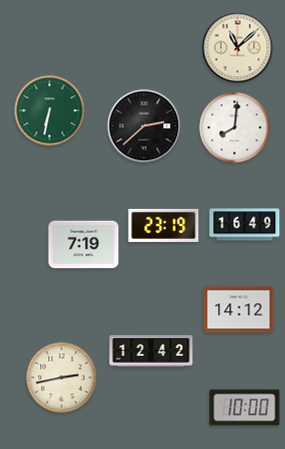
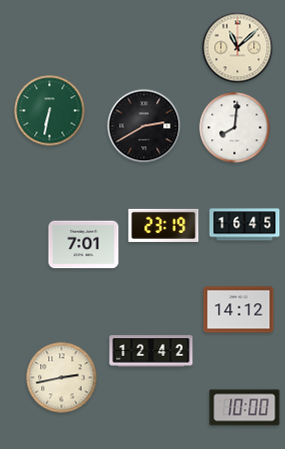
clock at (144, 126): 2:38 -> 2:40
clock at (245, 225): 16:49 -> 16:45
clock at (84, 245): 7:19 -> 7:01
